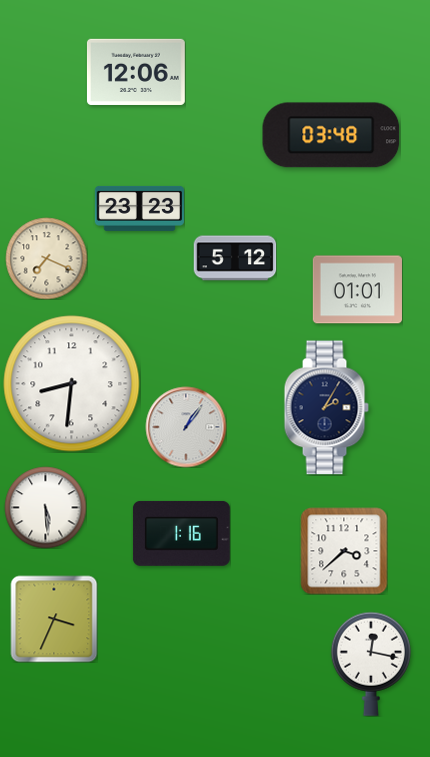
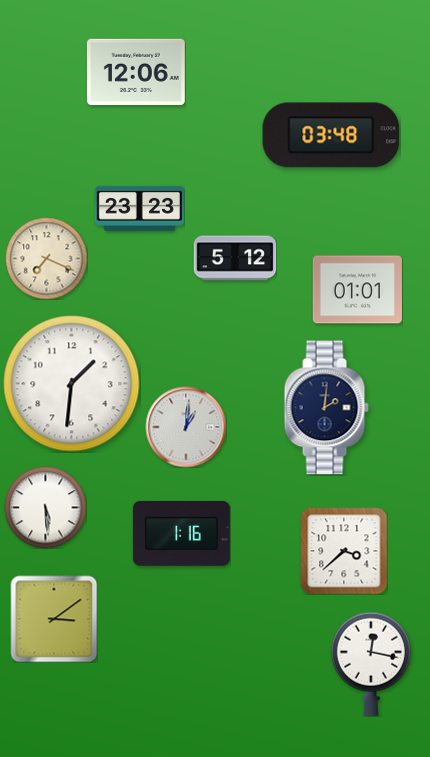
clock at (72, 384): 8:31 -> 1:31
clock at (326, 408): 2:05 -> 2:01
clock at (186, 427): 1:06 -> 1:01
clock at (54, 619): 3:34 -> 3:09
